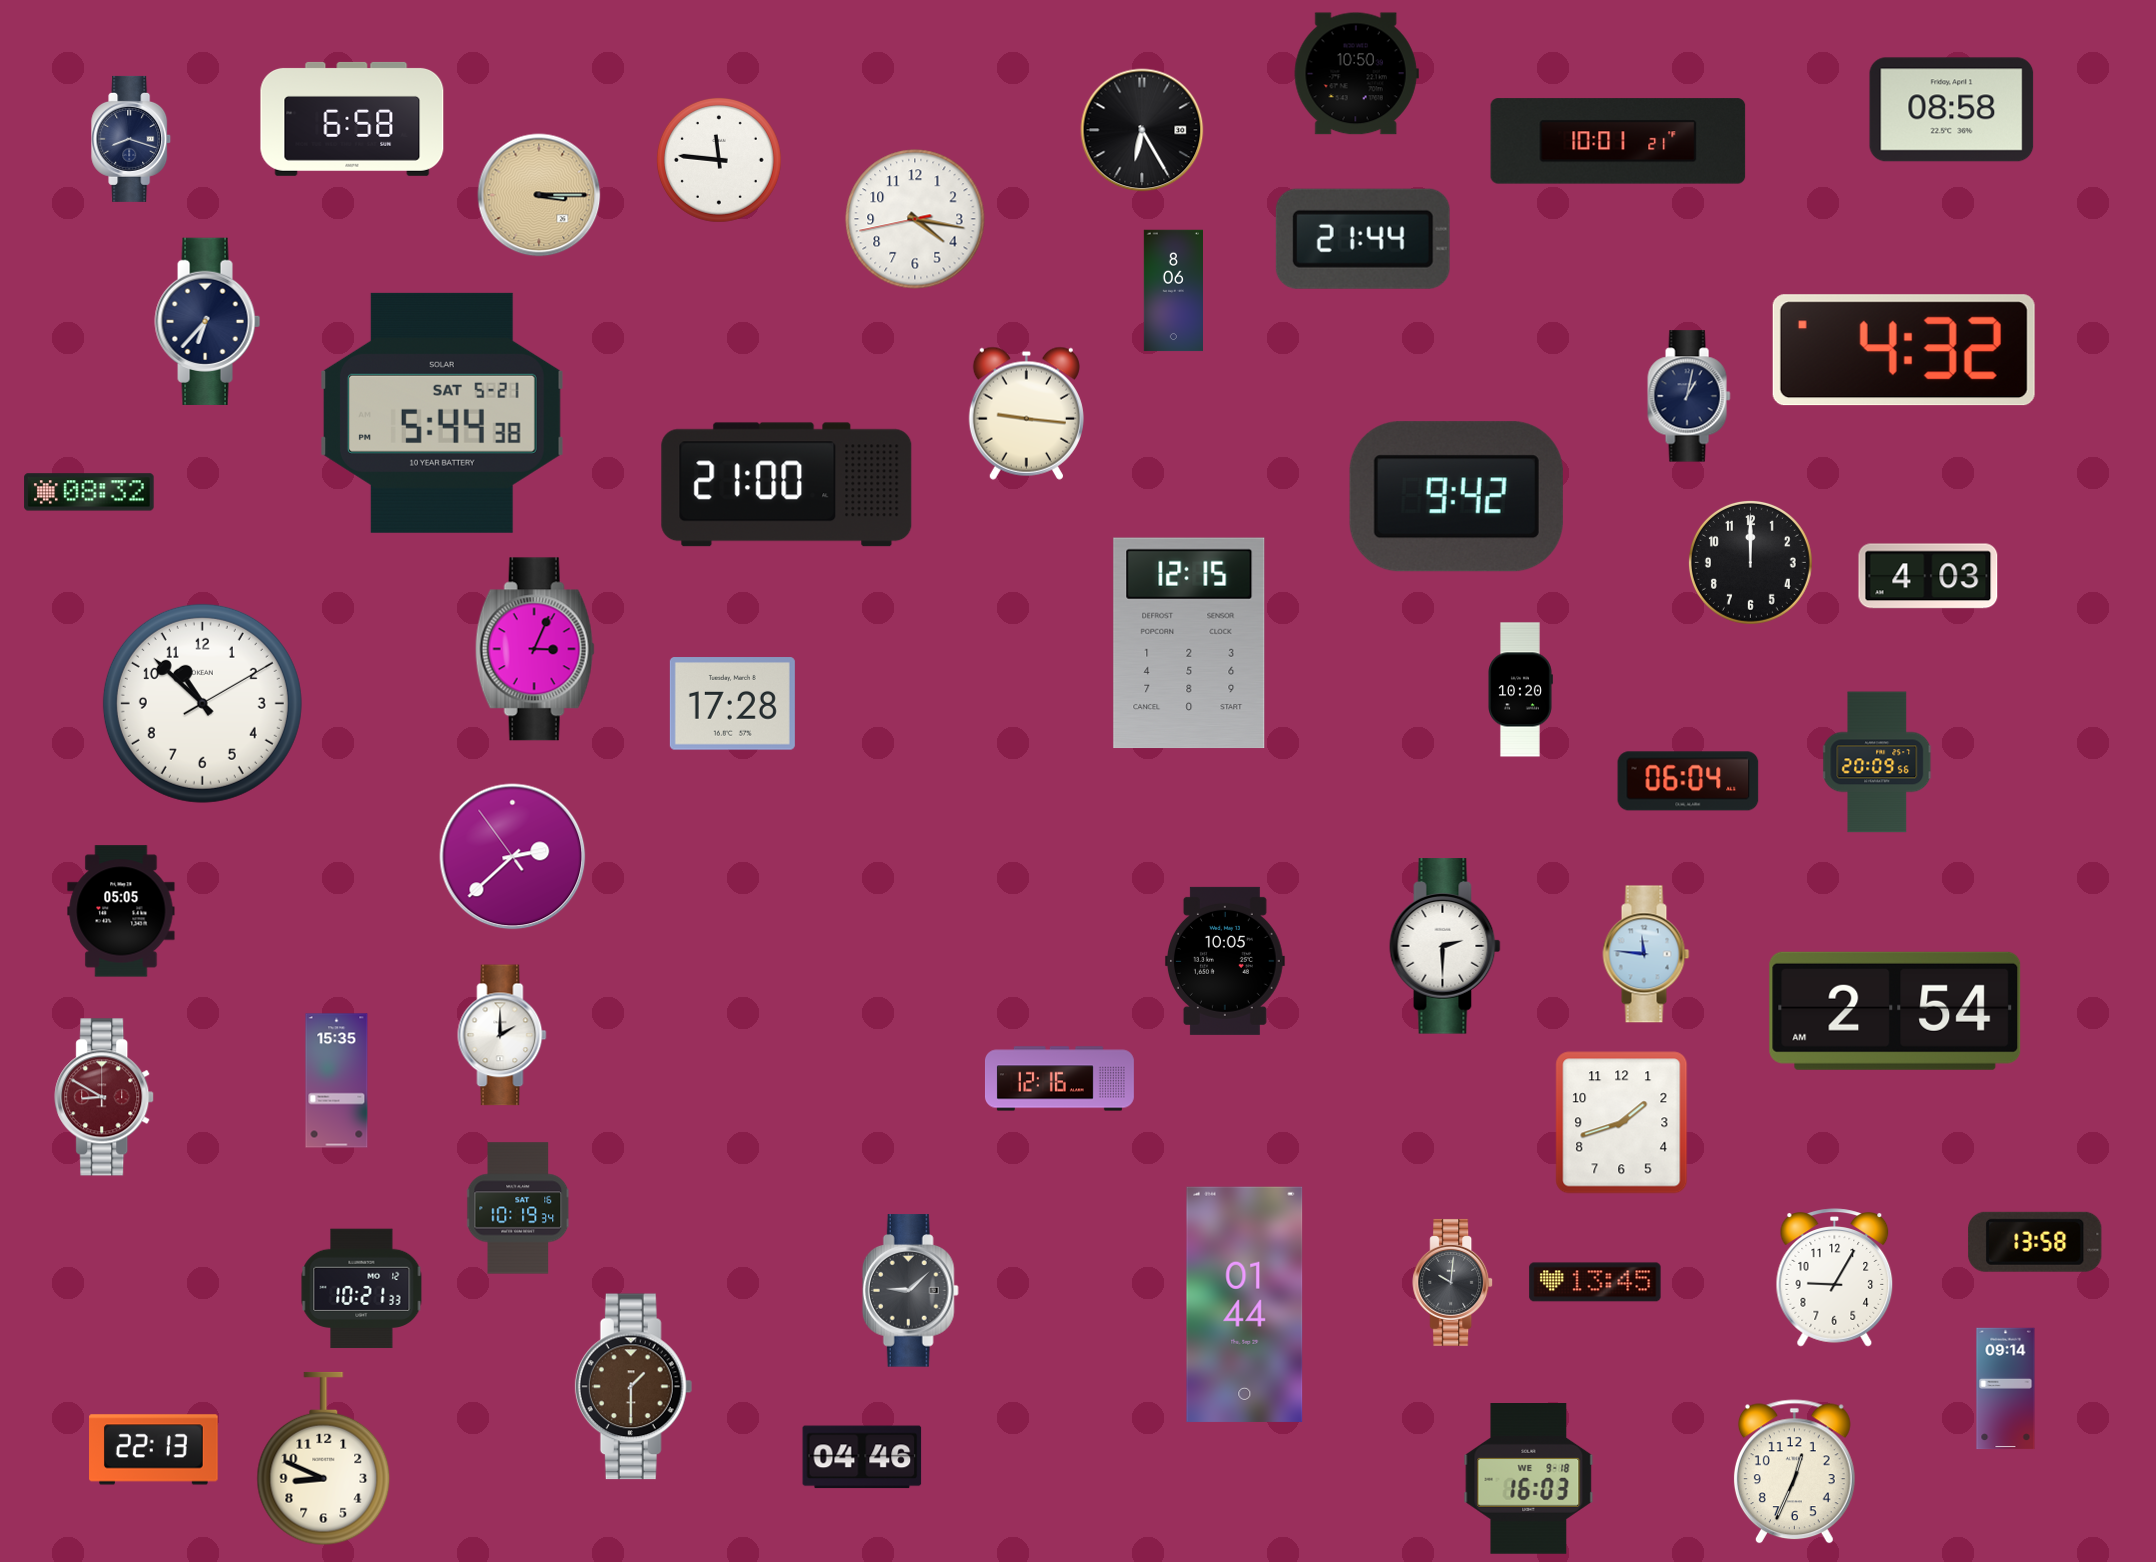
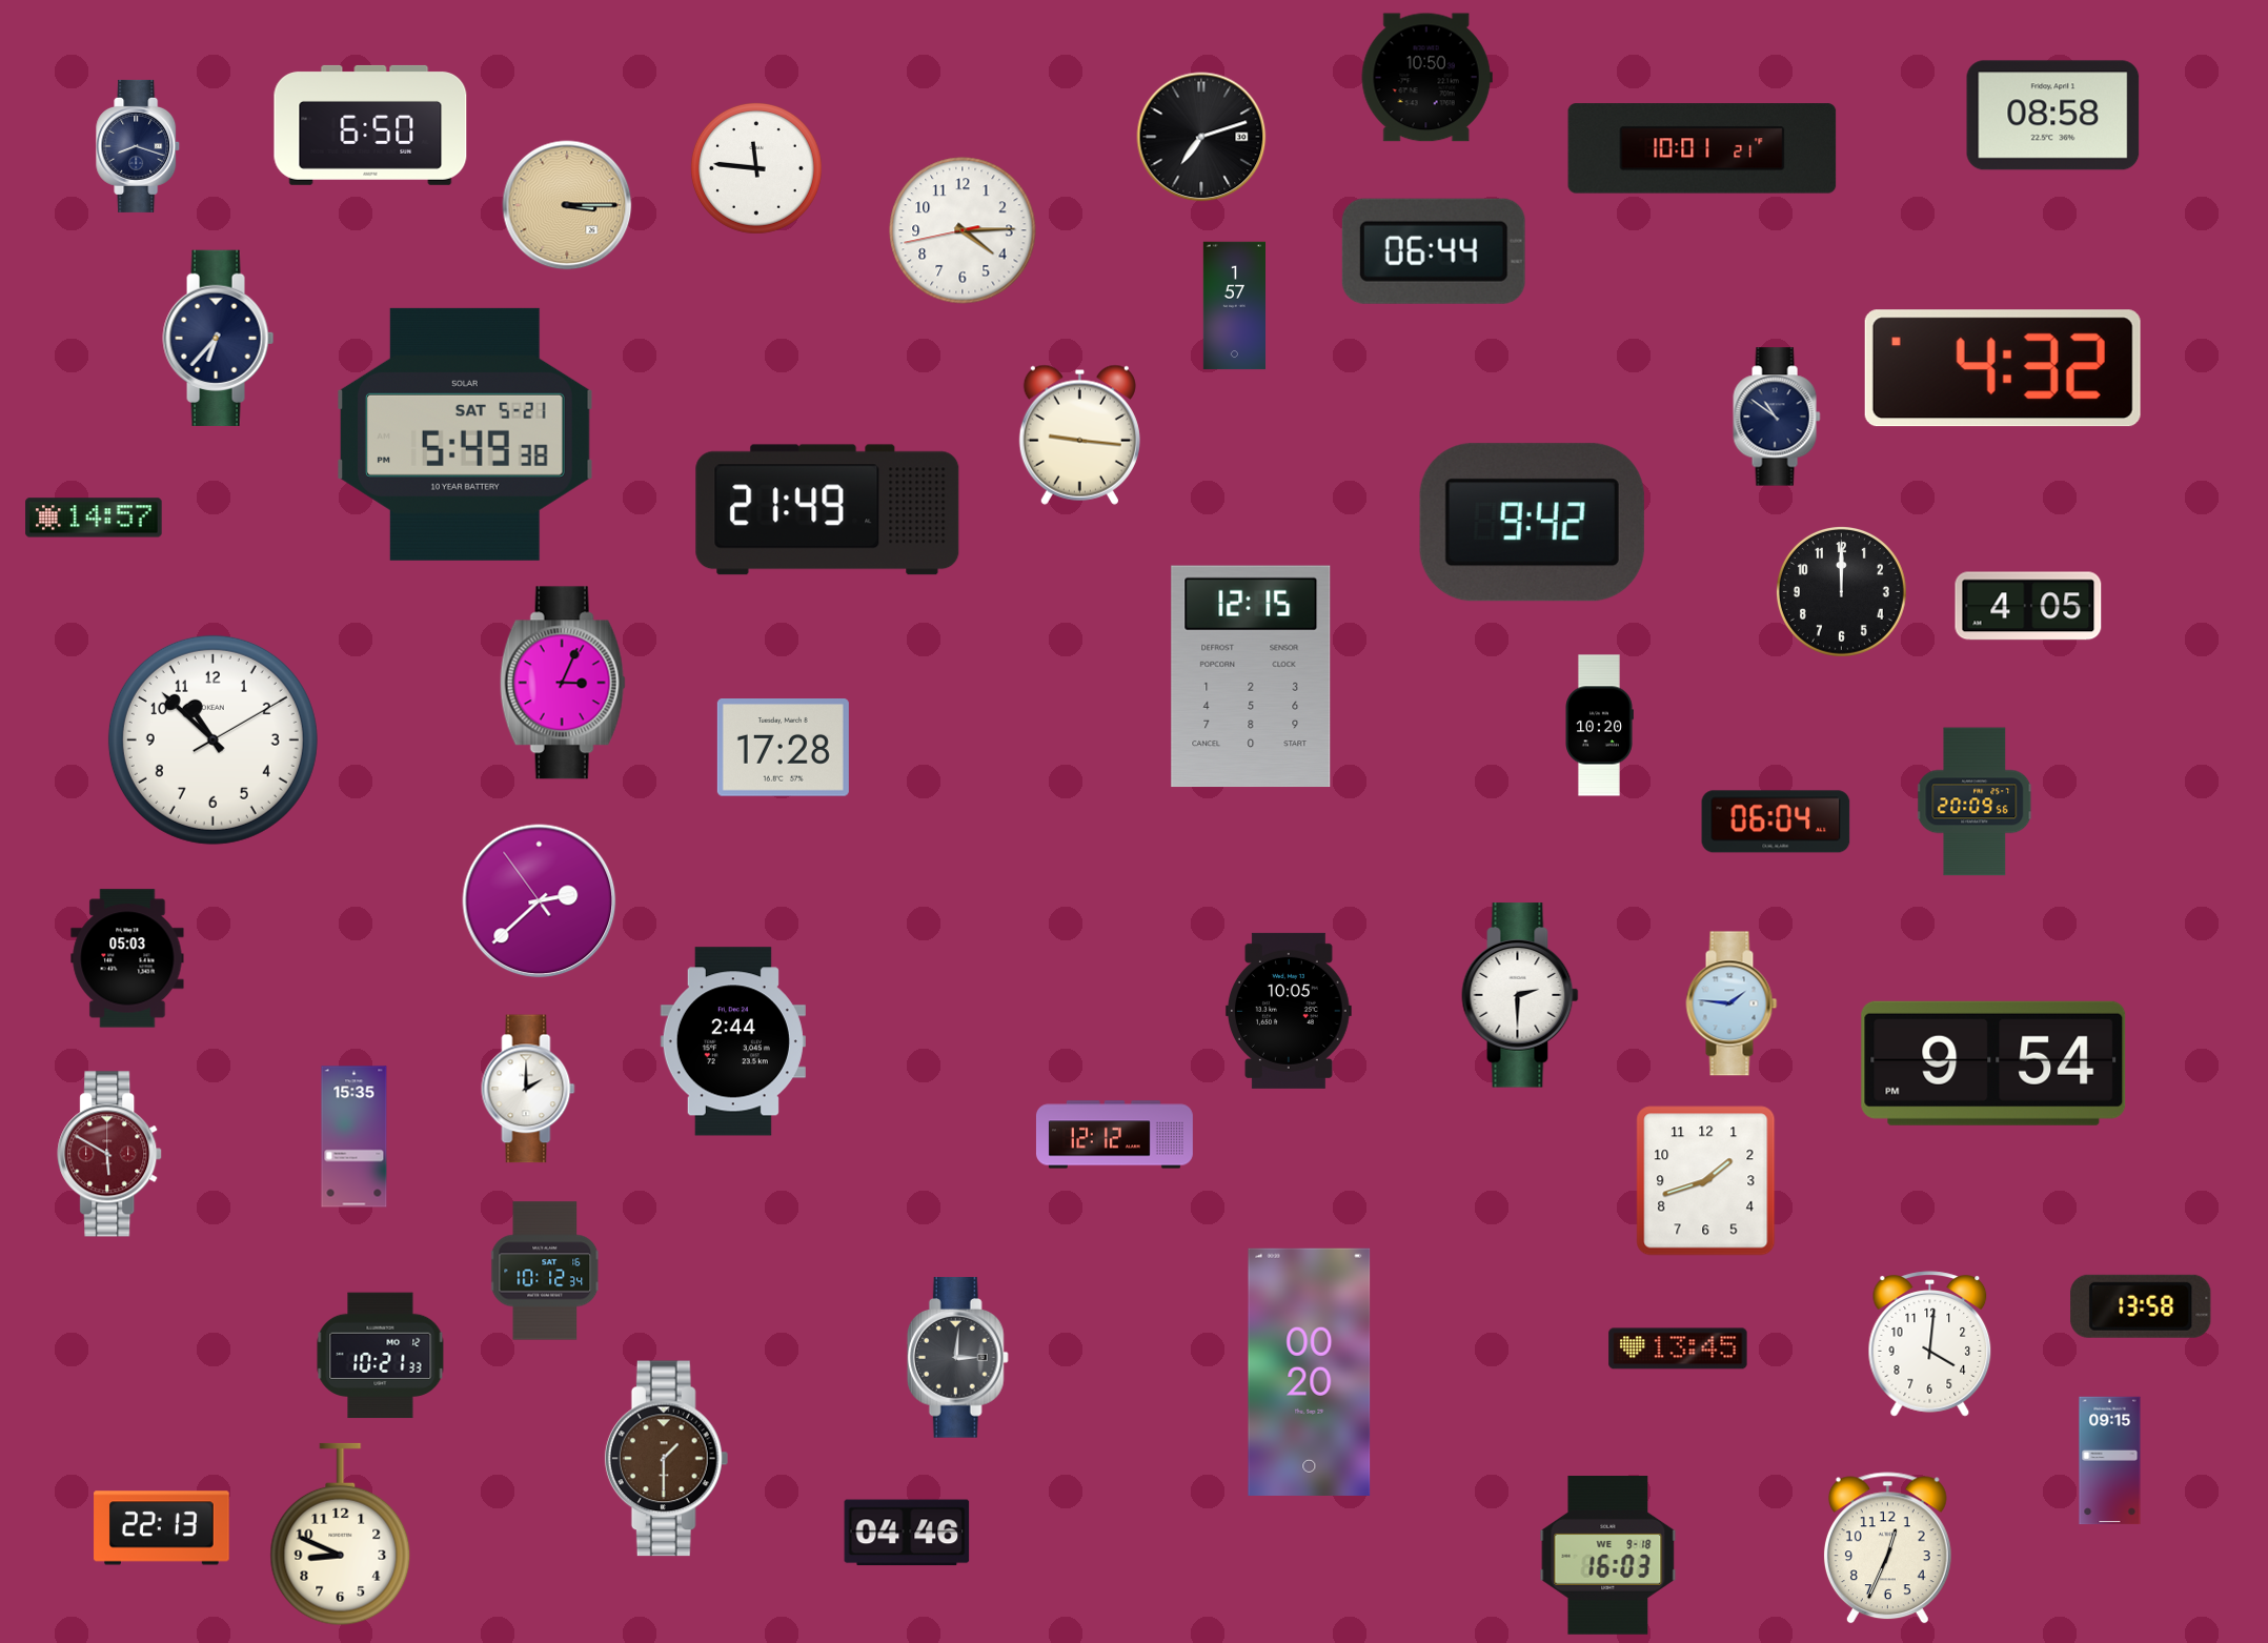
clock at (352, 119): 6:58 -> 6:50
clock at (1142, 130): 6:25 -> 7:12
clock at (915, 219): 4:16 -> 4:14
clock at (1363, 239): 21:44 -> 06:44
clock at (1173, 291): 8:06 -> 1:57
clock at (1689, 396): 1:02 -> 10:51
clock at (443, 413): 5:44 -> 5:49
clock at (787, 485): 21:00 -> 21:49
clock at (89, 492): 08:32 -> 14:57
clock at (1928, 576): 4:03 -> 4:05
clock at (732, 704) position: (732, 704) -> (783, 748)
clock at (121, 911): 05:05 -> 05:03
clock at (1646, 954): 11:46 -> 1:46
clock at (733, 1041): none -> 2:44
clock at (1895, 1011): 2:54 -> 9:54
clock at (1059, 1079): 12:16 -> 12:12
clock at (105, 1097): 8:50 -> 5:50
clock at (519, 1208): 10:19 -> 10:12
clock at (1835, 1278): 9:05 -> 4:01
clock at (1453, 1282): 10:01 -> none
clock at (910, 1291): 9:08 -> 3:01
clock at (1245, 1304): 01:44 -> 00:20
clock at (2006, 1389): 09:14 -> 09:15
clock at (154, 1450) position: (154, 1450) -> (162, 1528)
